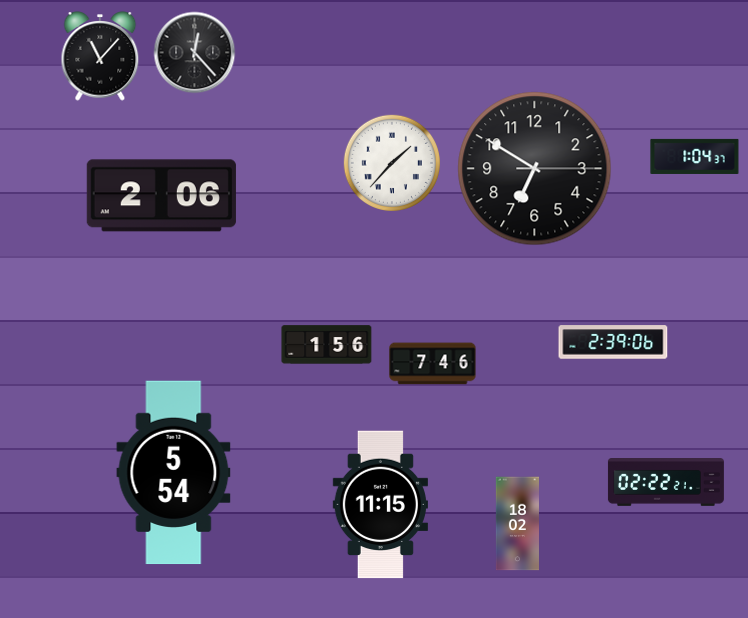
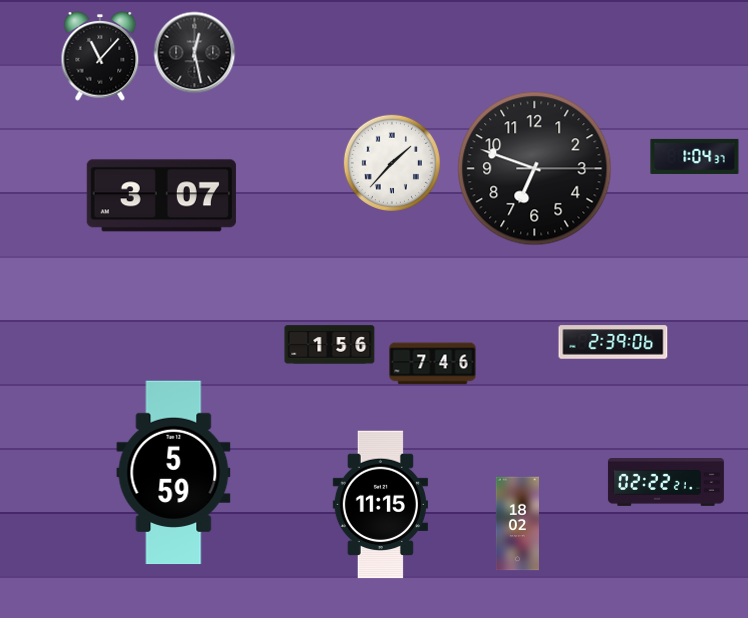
clock at (195, 53): 12:23 -> 12:28
clock at (535, 169): 6:50 -> 6:48
clock at (161, 196): 2:06 -> 3:07
clock at (327, 345) position: (327, 345) -> (330, 345)
clock at (174, 473): 5:54 -> 5:59
